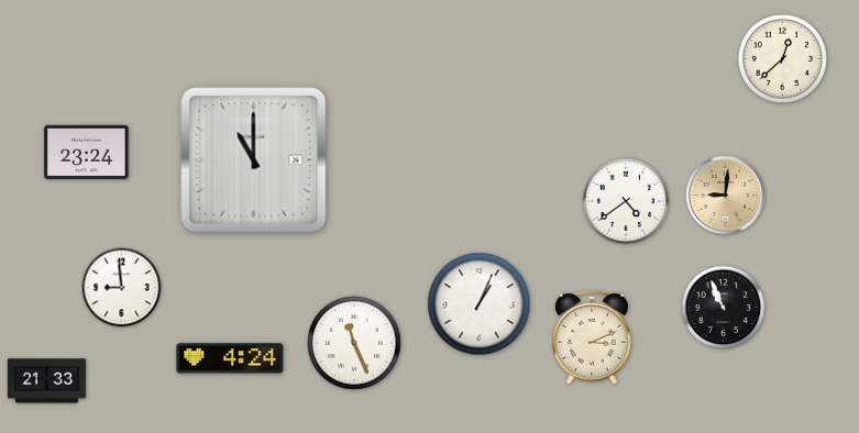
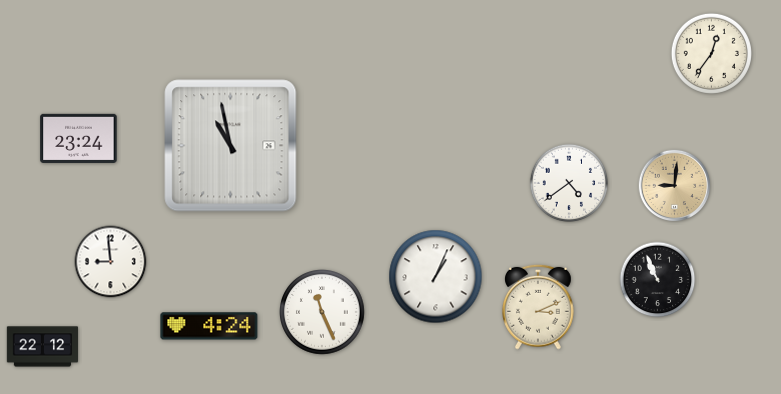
clock at (782, 58): 12:38 -> 12:36
clock at (254, 160): 11:00 -> 10:58
clock at (726, 196) position: (726, 196) -> (675, 186)
clock at (47, 381): 21:33 -> 22:12
